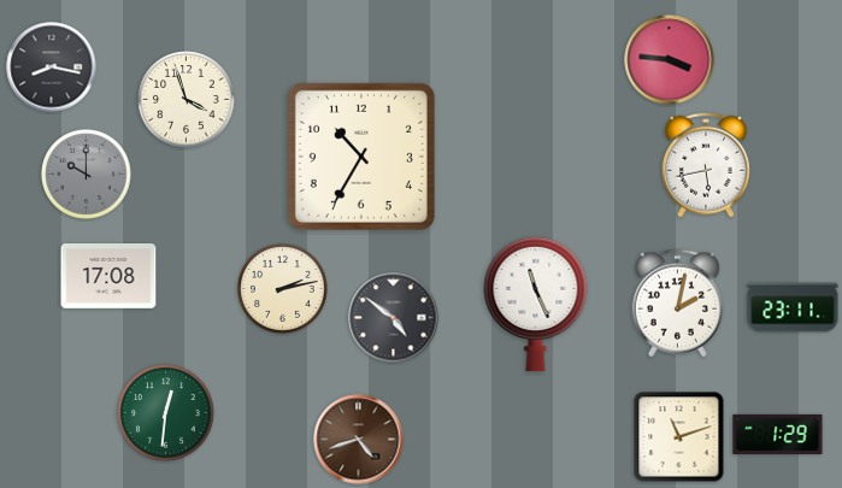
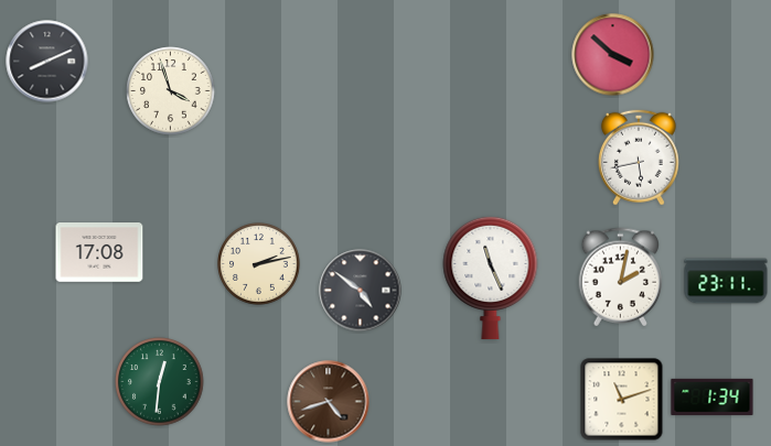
clock at (670, 60): 3:46 -> 3:52
clock at (52, 67): 8:17 -> 8:11
clock at (361, 157): 10:35 -> none
clock at (706, 165) position: (706, 165) -> (639, 157)
clock at (87, 175): 10:00 -> none
clock at (166, 413) position: (166, 413) -> (160, 382)
clock at (778, 434): 1:29 -> 1:34
